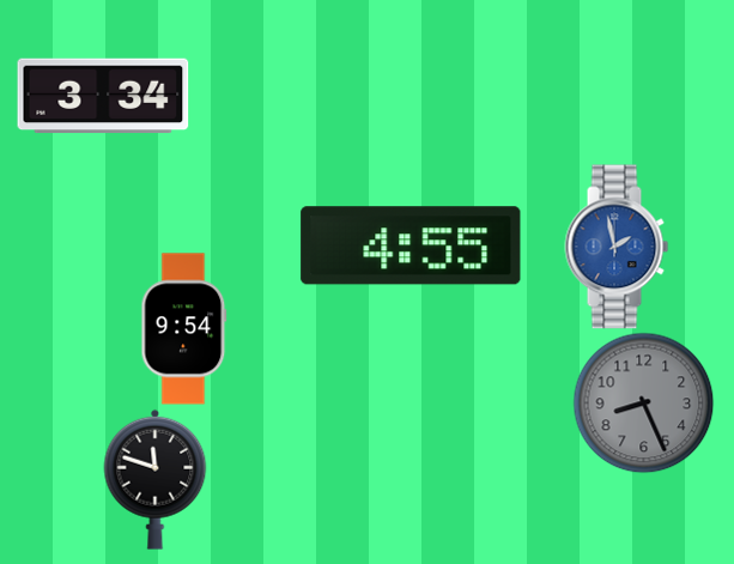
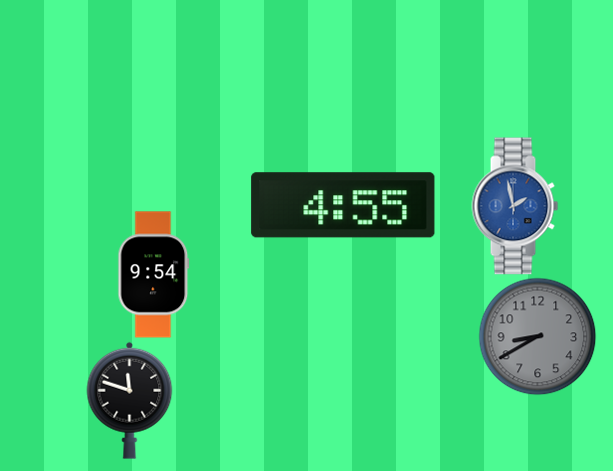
clock at (103, 96): 3:34 -> none
clock at (643, 402): 8:26 -> 8:40
